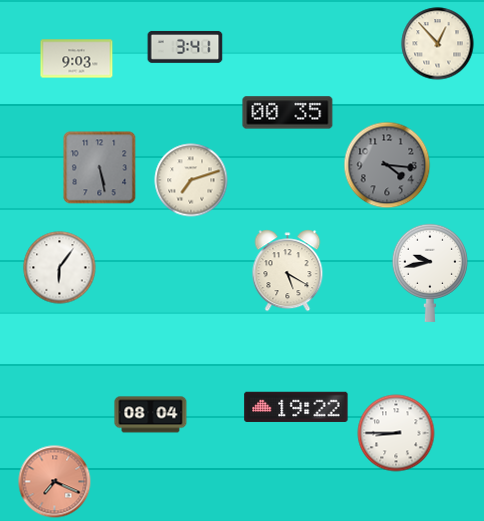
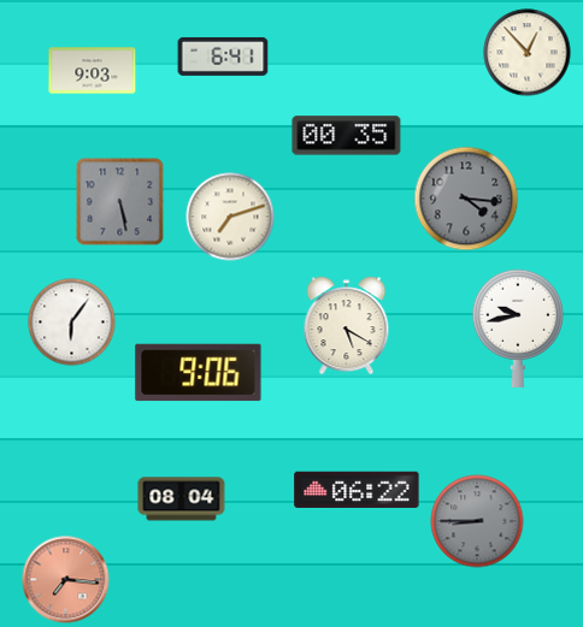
clock at (185, 47): 3:41 -> 6:41
clock at (199, 373): none -> 9:06
clock at (296, 407): 19:22 -> 06:22
clock at (396, 433) dial: white -> grey
clock at (55, 482): 7:19 -> 7:16
